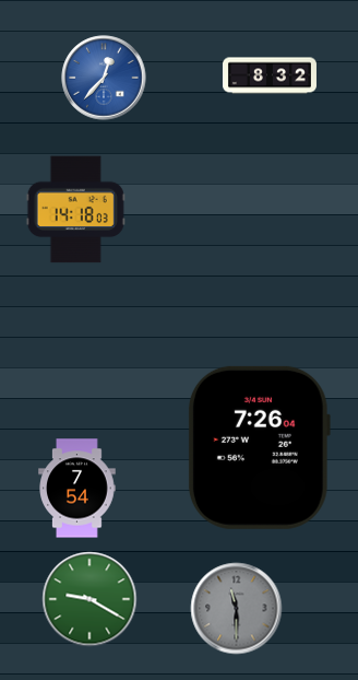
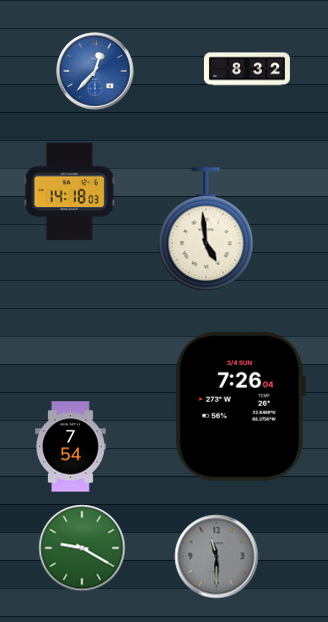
clock at (206, 230): none -> 4:59
clock at (259, 447) position: (259, 447) -> (240, 406)
